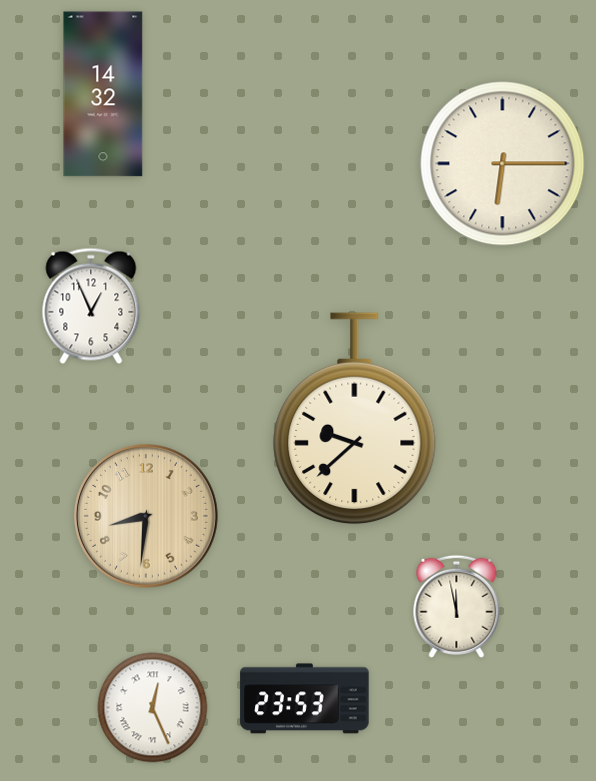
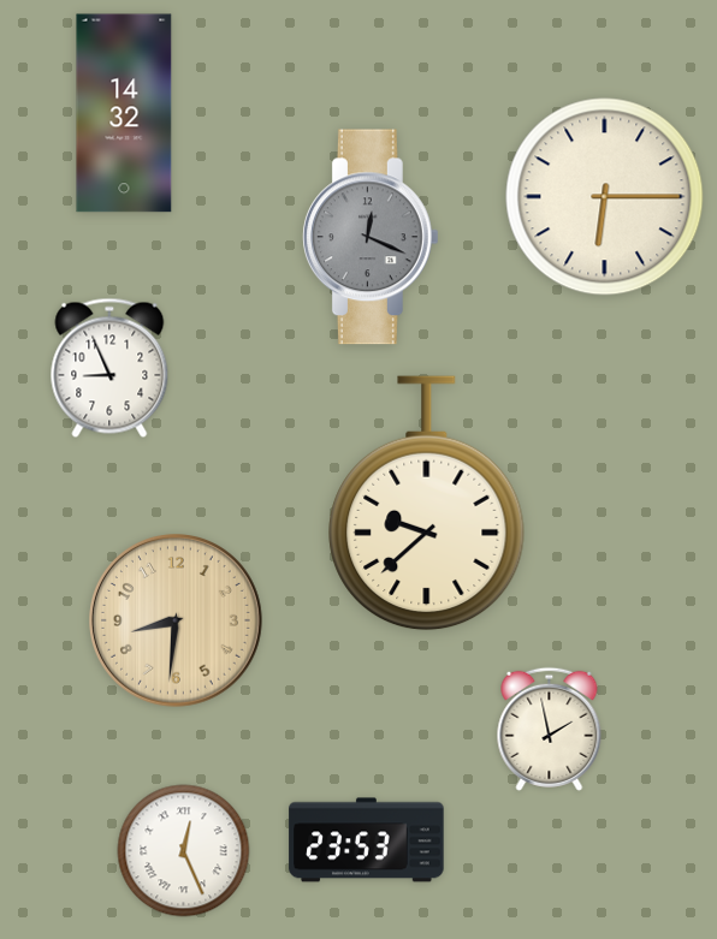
clock at (371, 237): none -> 12:19
clock at (91, 306): 12:56 -> 8:56
clock at (457, 606): 11:58 -> 1:58
